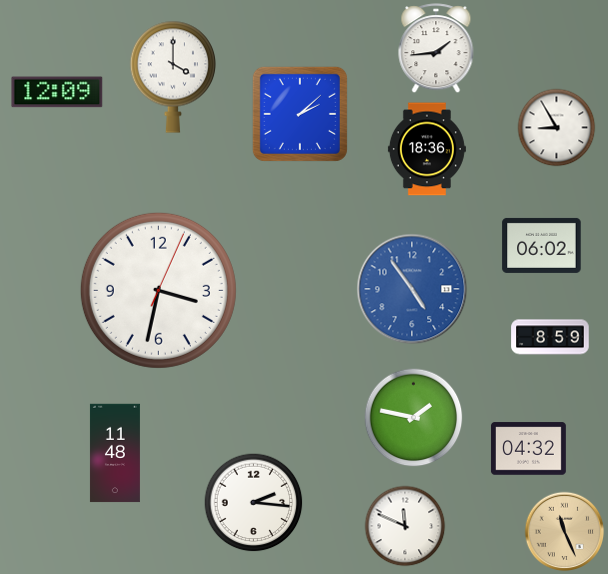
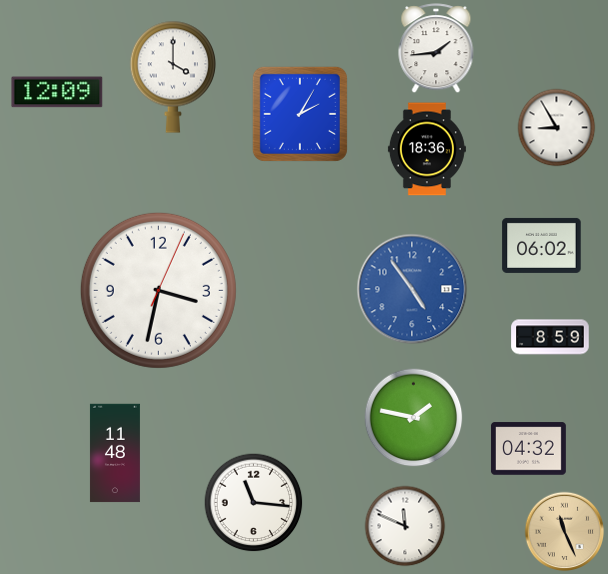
clock at (300, 114): 2:08 -> 2:05
clock at (254, 503): 2:16 -> 11:16
